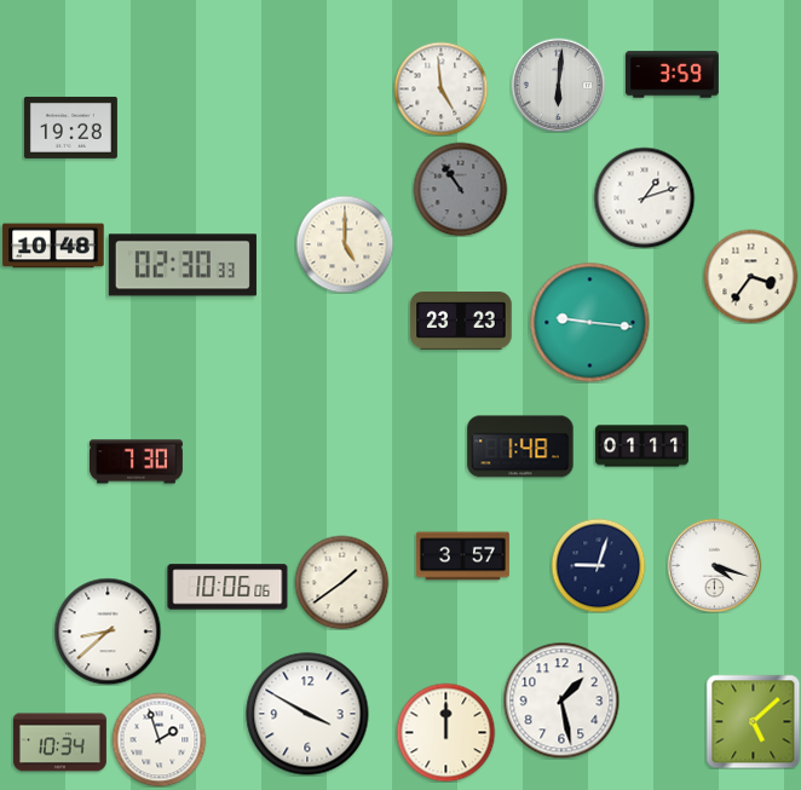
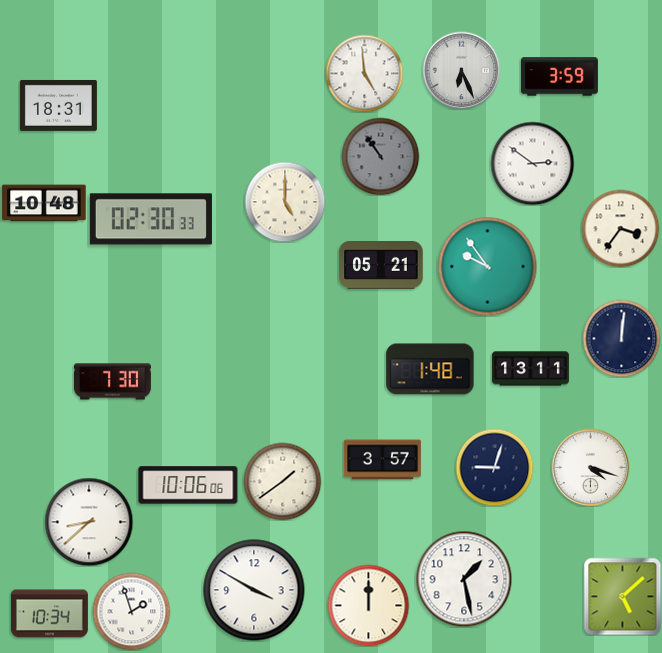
clock at (672, 75) position: (672, 75) -> (559, 77)
clock at (558, 85): 6:01 -> 6:26
clock at (70, 127): 19:28 -> 18:31
clock at (644, 197): 1:12 -> 2:51
clock at (461, 322): 23:23 -> 05:21
clock at (590, 323): 9:16 -> 9:54
clock at (621, 338): none -> 12:01
clock at (641, 446): 01:11 -> 13:11
